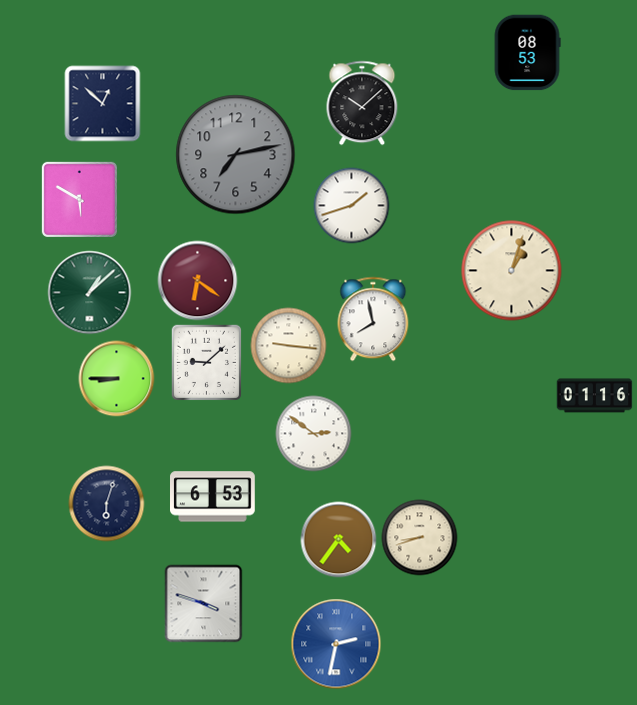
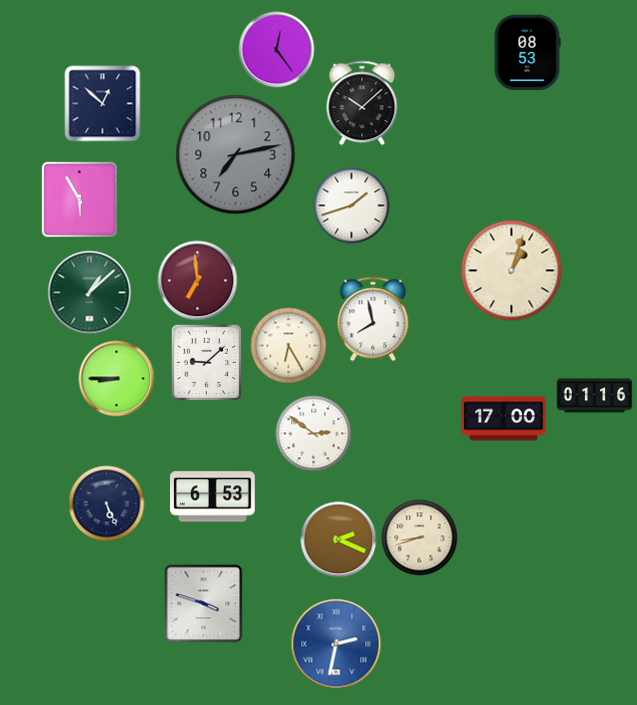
clock at (277, 50): none -> 12:24
clock at (79, 199): 5:50 -> 5:55
clock at (198, 281): 6:21 -> 6:59
clock at (289, 346): 9:16 -> 6:25
clock at (504, 419): none -> 17:00
clock at (107, 504): 6:03 -> 5:26
clock at (339, 540): 4:36 -> 2:19
